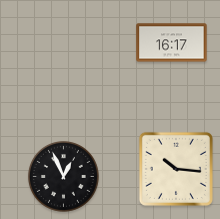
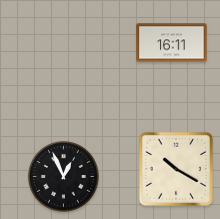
clock at (172, 43): 16:17 -> 16:11
clock at (176, 169): 10:16 -> 10:20
